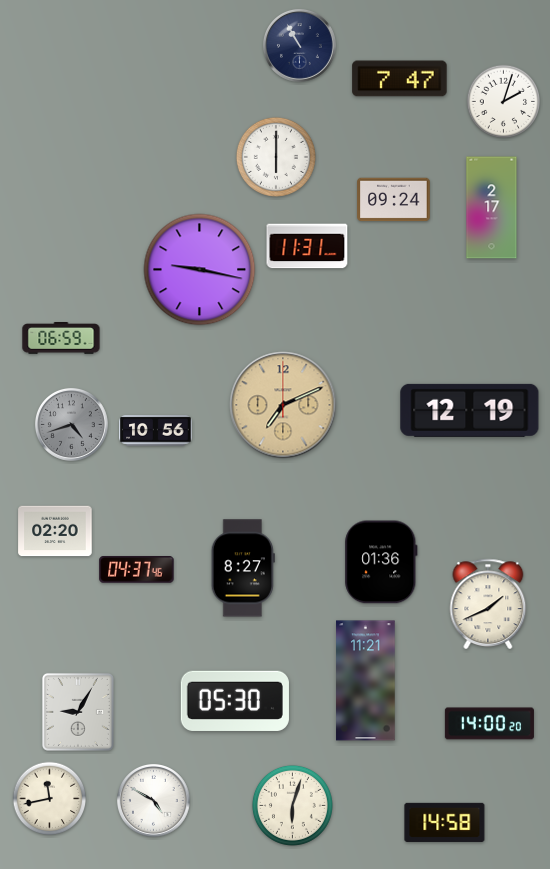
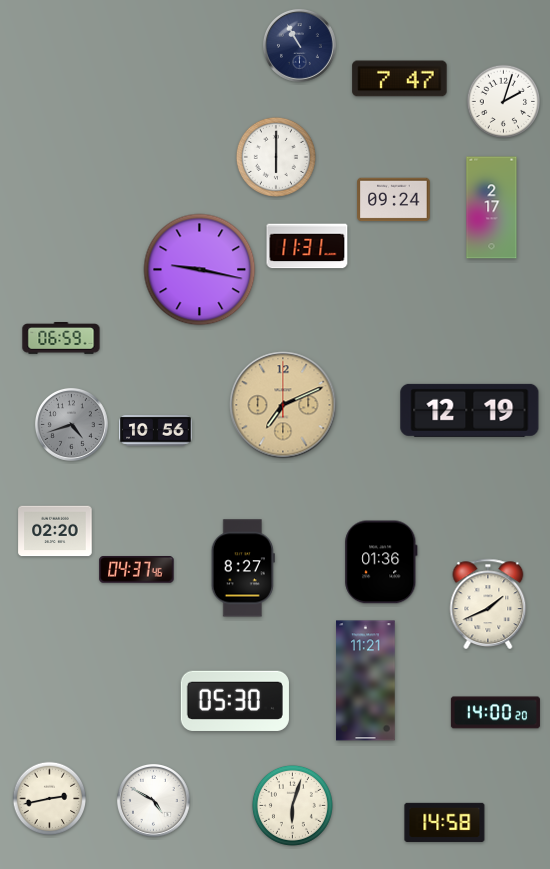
clock at (78, 712): 9:05 -> none
clock at (489, 724) position: (489, 724) -> (495, 713)
clock at (50, 799): 11:43 -> 2:43
